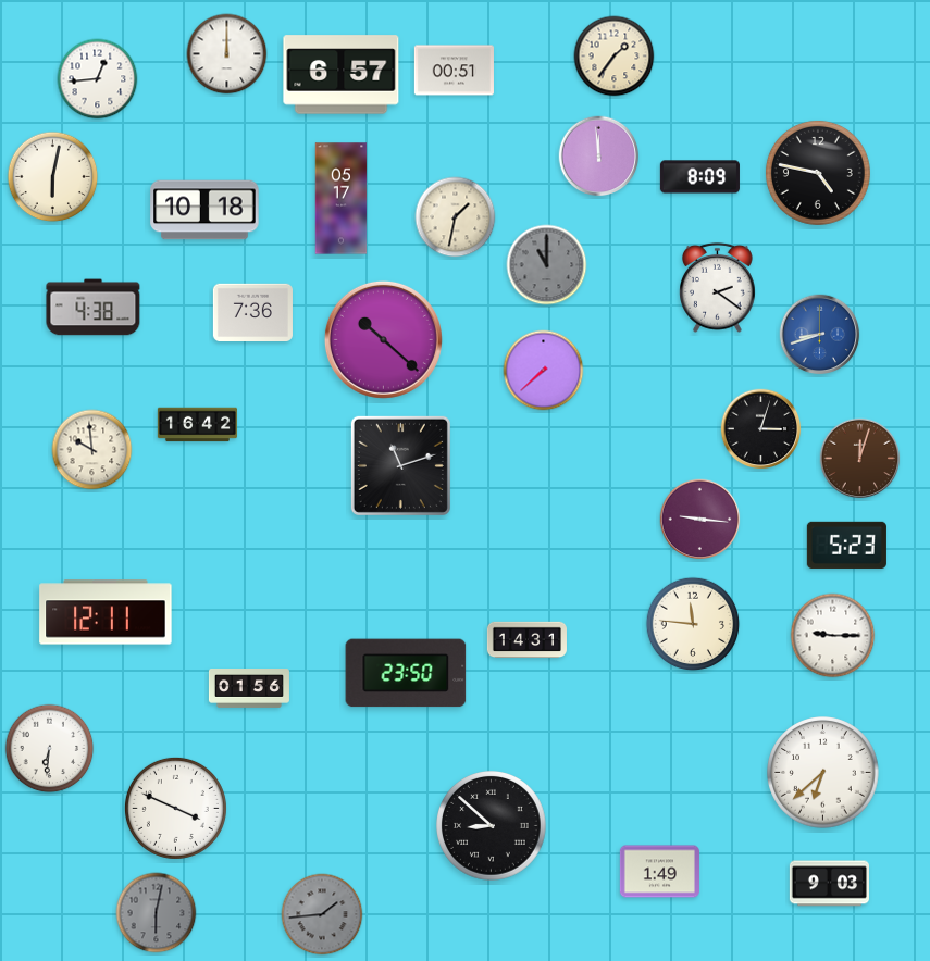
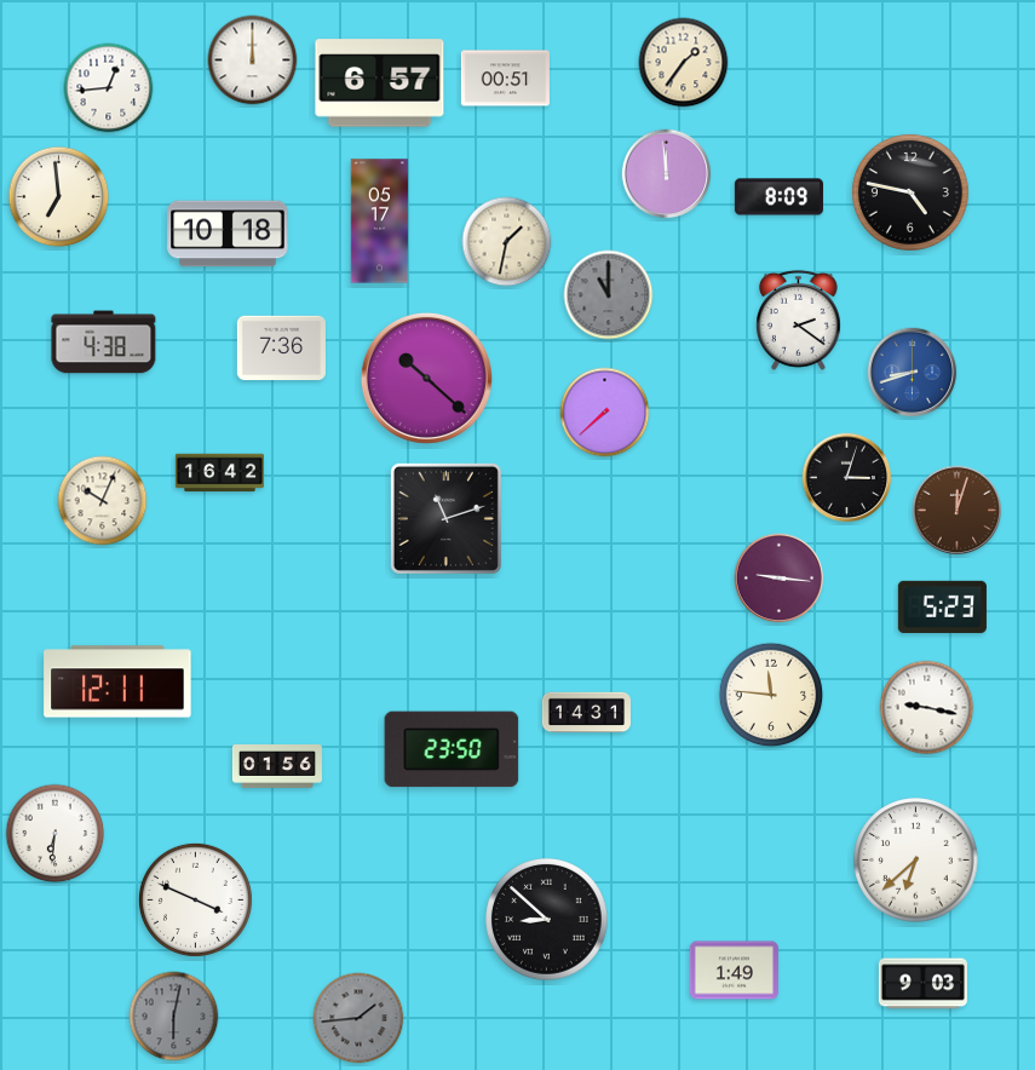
clock at (53, 177): 6:02 -> 6:59
clock at (92, 450): 9:59 -> 10:04
clock at (833, 636): 9:15 -> 9:17
